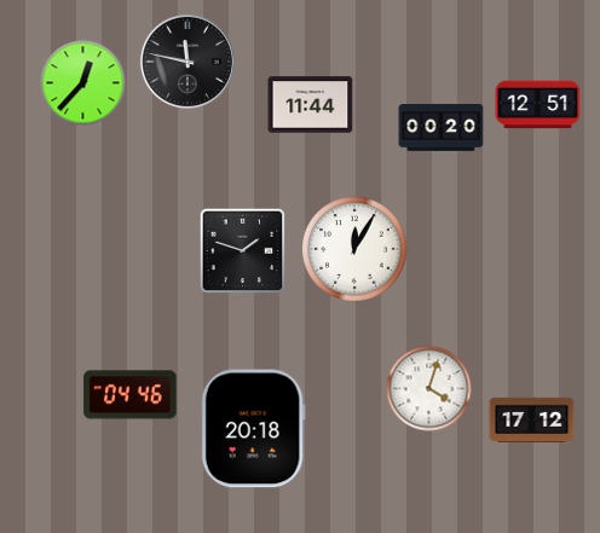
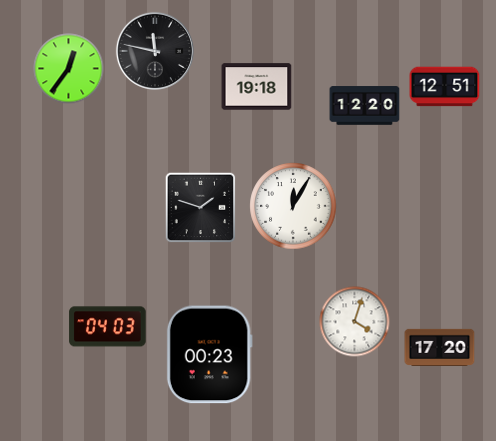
clock at (83, 83): 12:37 -> 12:36
clock at (311, 105): 11:44 -> 19:18
clock at (442, 128): 00:20 -> 12:20
clock at (131, 395): 04:46 -> 04:03
clock at (532, 419): 17:12 -> 17:20
clock at (253, 429): 20:18 -> 00:23
